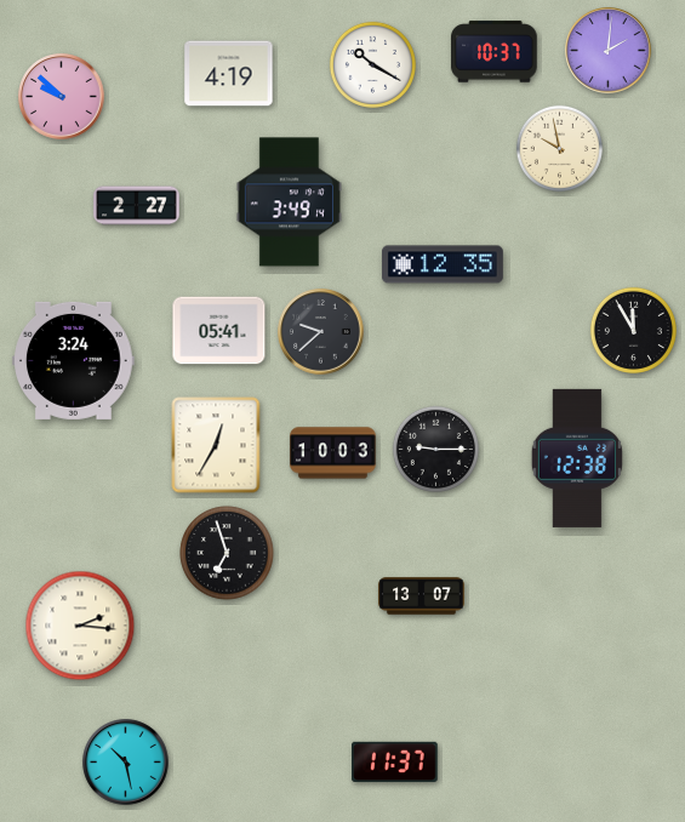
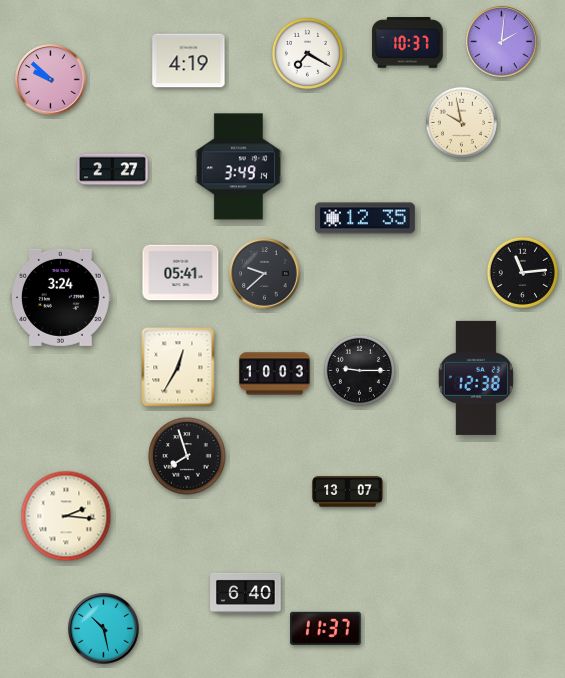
clock at (372, 64): 10:20 -> 7:20
clock at (633, 330): 11:55 -> 11:14
clock at (227, 553): 6:57 -> 7:57
clock at (246, 593): none -> 6:40
